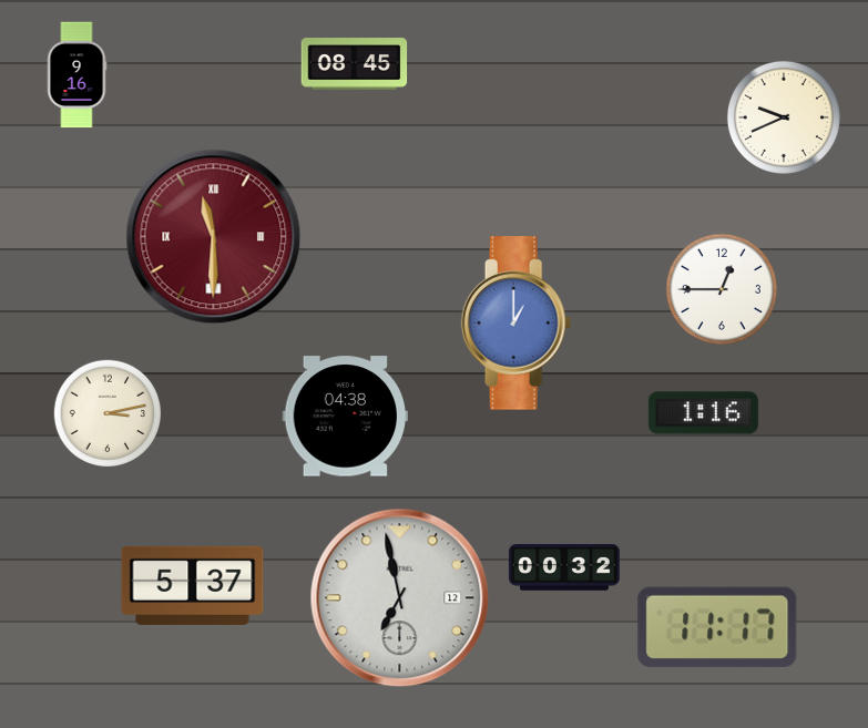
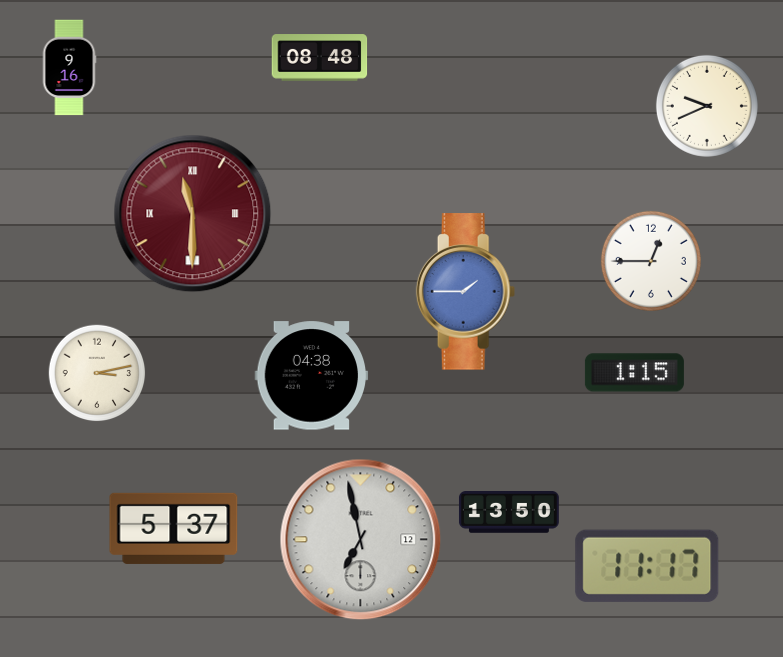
clock at (355, 64): 08:45 -> 08:48
clock at (517, 324): 1:00 -> 1:45
clock at (703, 413): 1:16 -> 1:15
clock at (564, 568): 00:32 -> 13:50
